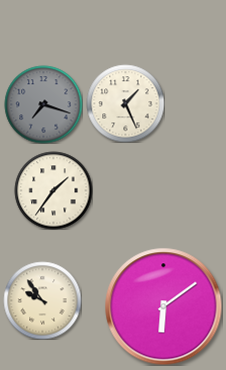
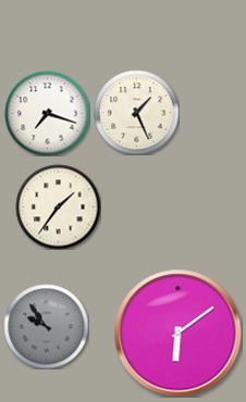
clock at (43, 104) dial: grey -> white
clock at (42, 300) dial: cream -> grey
